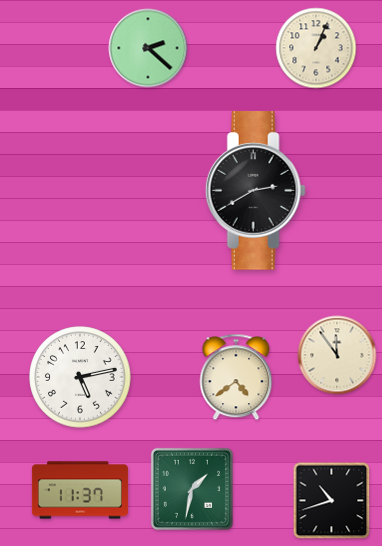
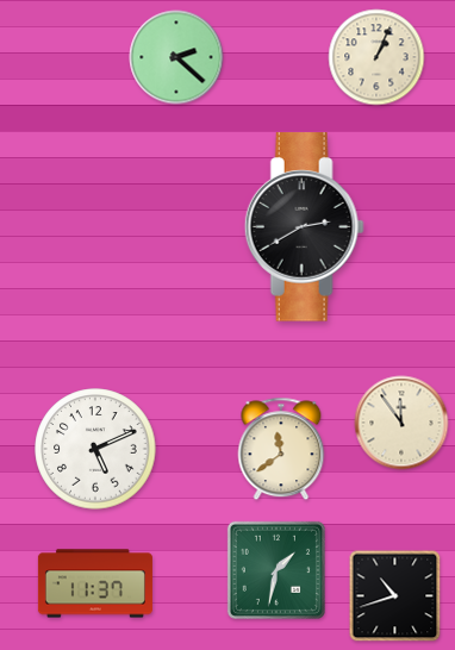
clock at (80, 377): 5:13 -> 5:11
clock at (236, 377): 4:39 -> 11:39
clock at (192, 489) position: (192, 489) -> (276, 570)
